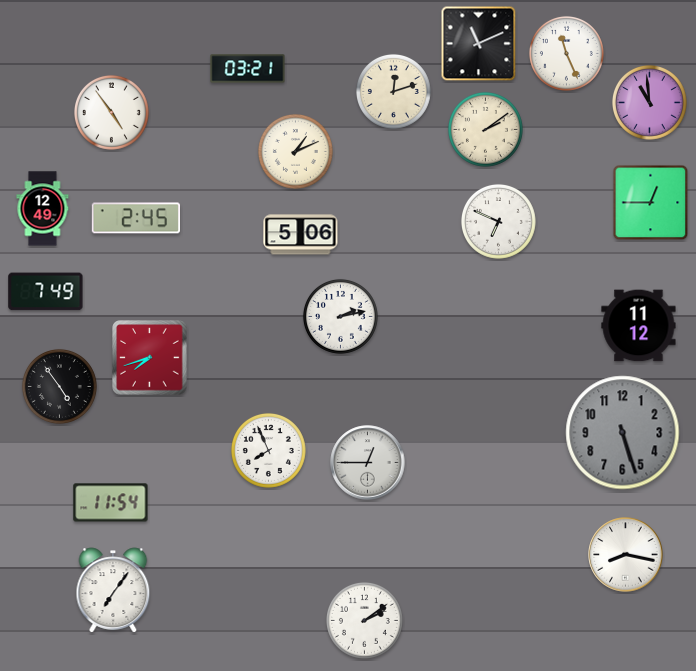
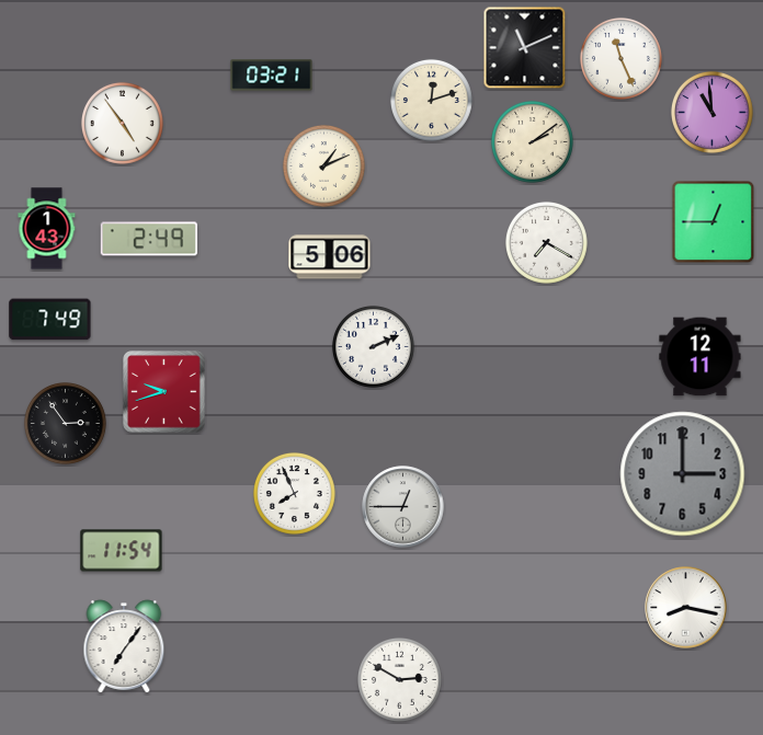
clock at (43, 209): 12:49 -> 1:43
clock at (135, 218): 2:45 -> 2:49
clock at (498, 221): 6:49 -> 7:20
clock at (340, 316): 2:13 -> 2:11
clock at (639, 326): 11:12 -> 12:11
clock at (150, 358): 7:42 -> 9:42
clock at (59, 386): 4:54 -> 2:54
clock at (623, 433): 5:27 -> 3:00
clock at (364, 620): 2:09 -> 2:50
